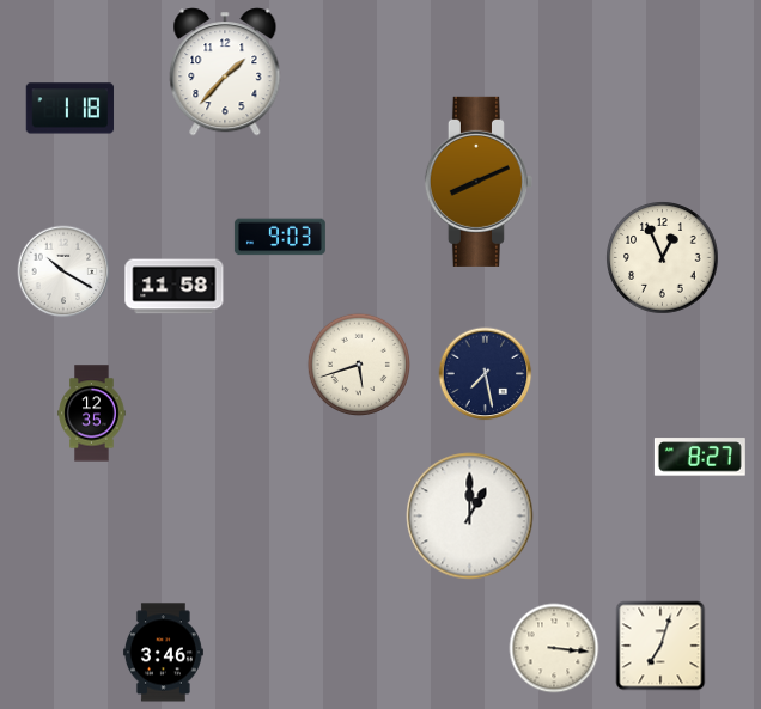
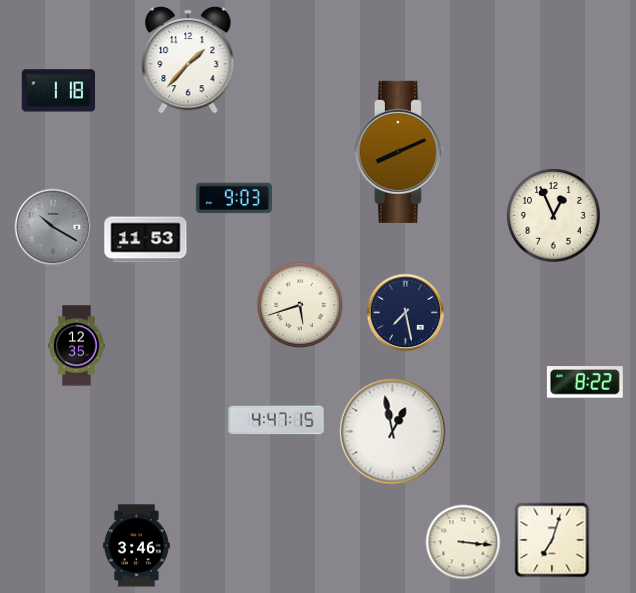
clock at (63, 271) dial: white -> grey
clock at (175, 287): 11:58 -> 11:53
clock at (700, 457): 8:27 -> 8:22
clock at (276, 420): none -> 4:47
clock at (470, 517): 1:00 -> 12:58
